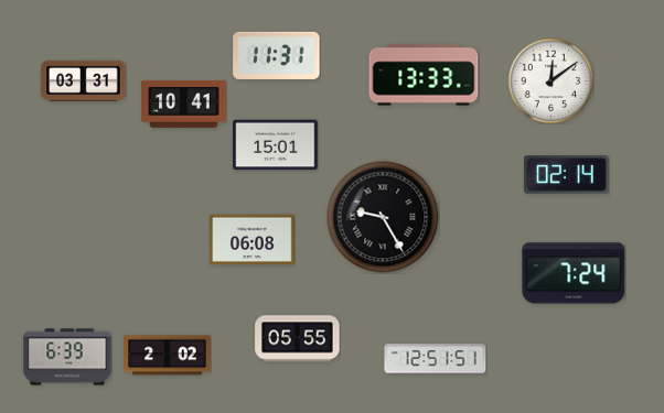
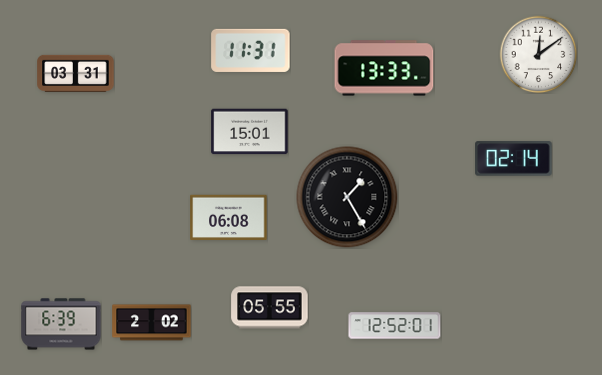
clock at (550, 80) position: (550, 80) -> (538, 54)
clock at (184, 104): 10:41 -> none
clock at (383, 217): 9:25 -> 1:25
clock at (574, 273): 7:24 -> none
clock at (436, 359): 12:51 -> 12:52
